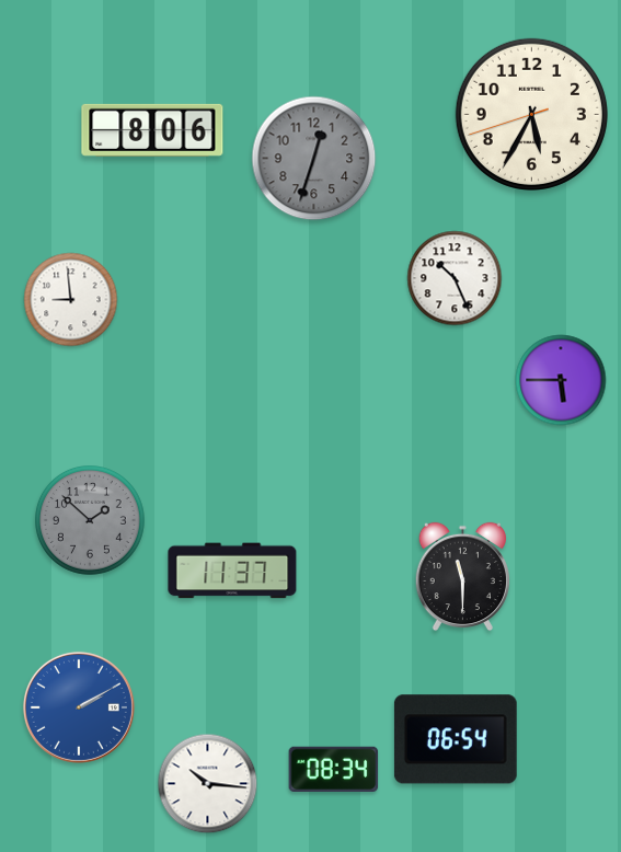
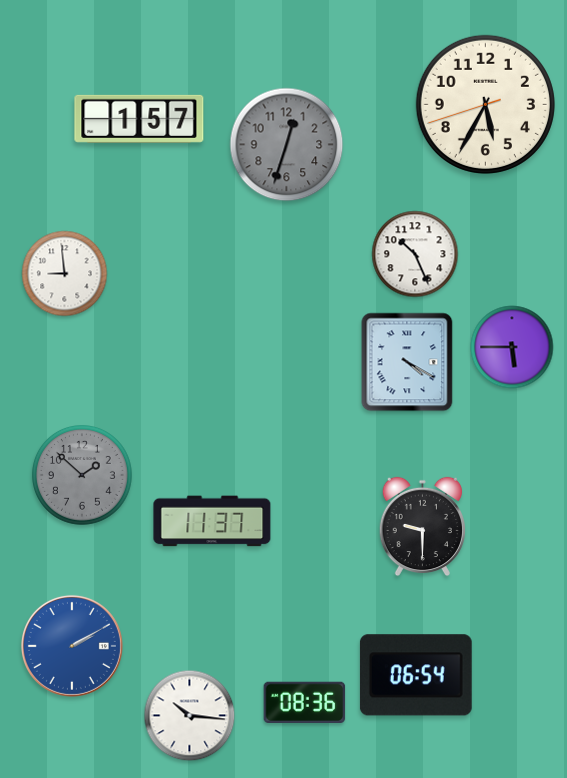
clock at (152, 130): 8:06 -> 1:57
clock at (407, 362): none -> 4:20
clock at (462, 577): 11:30 -> 9:30
clock at (334, 769): 08:34 -> 08:36
